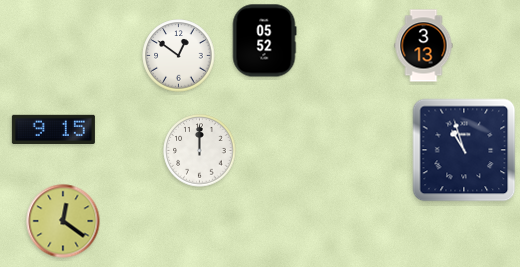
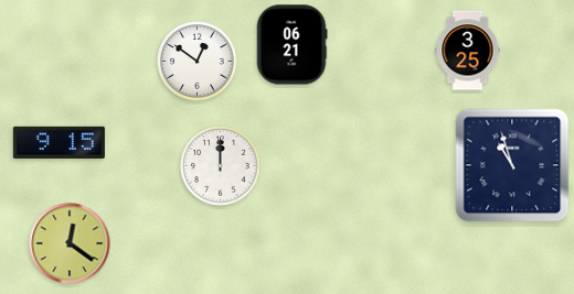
clock at (264, 41): 05:52 -> 06:21
clock at (424, 46): 3:13 -> 3:25
